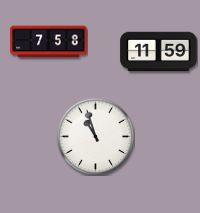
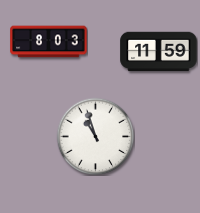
clock at (49, 42): 7:58 -> 8:03
